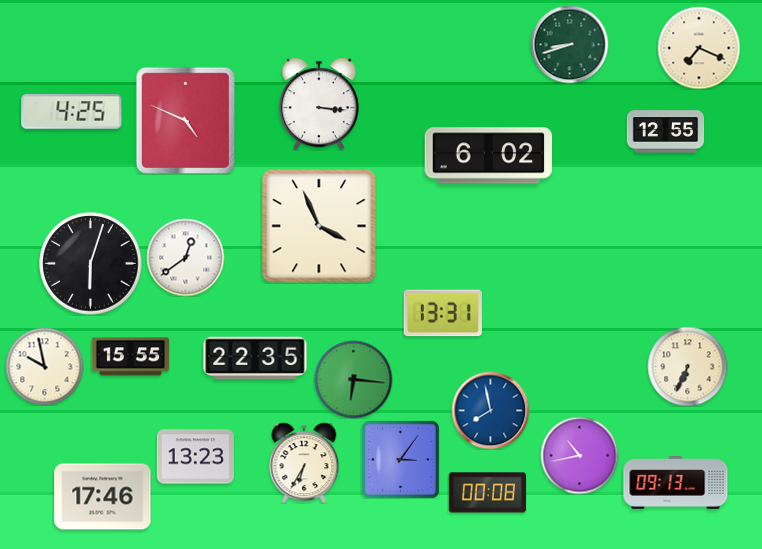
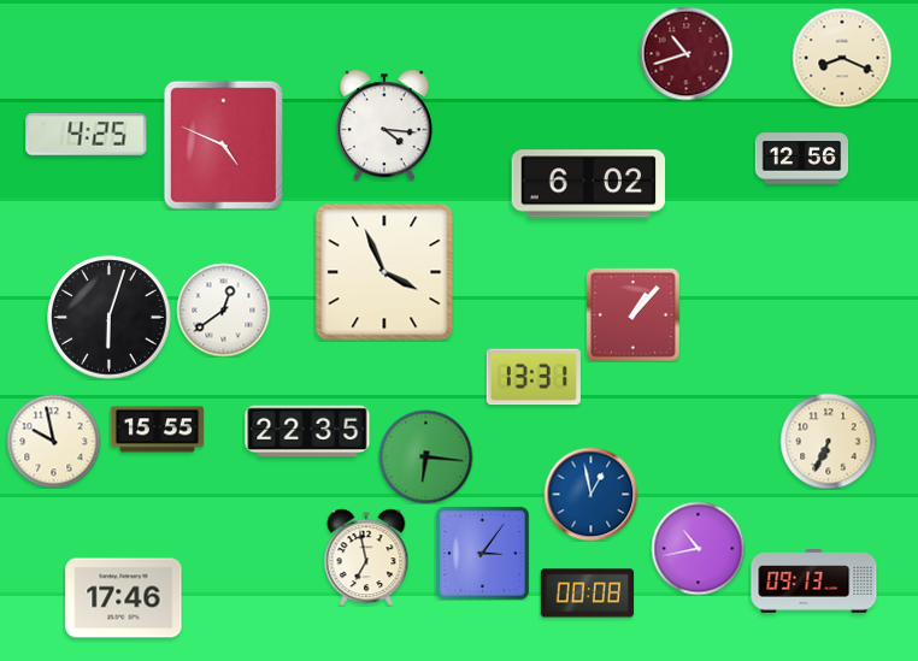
clock at (569, 44): 8:42 -> 10:42
clock at (569, 44) dial: green -> burgundy
clock at (699, 48): 7:19 -> 8:19
clock at (319, 104): 3:16 -> 4:16
clock at (665, 132): 12:55 -> 12:56
clock at (489, 156) position: (489, 156) -> (589, 184)
clock at (632, 314): none -> 1:07
clock at (490, 410): 7:58 -> 12:58
clock at (195, 457): 13:23 -> none
clock at (304, 463): 6:35 -> 6:58
